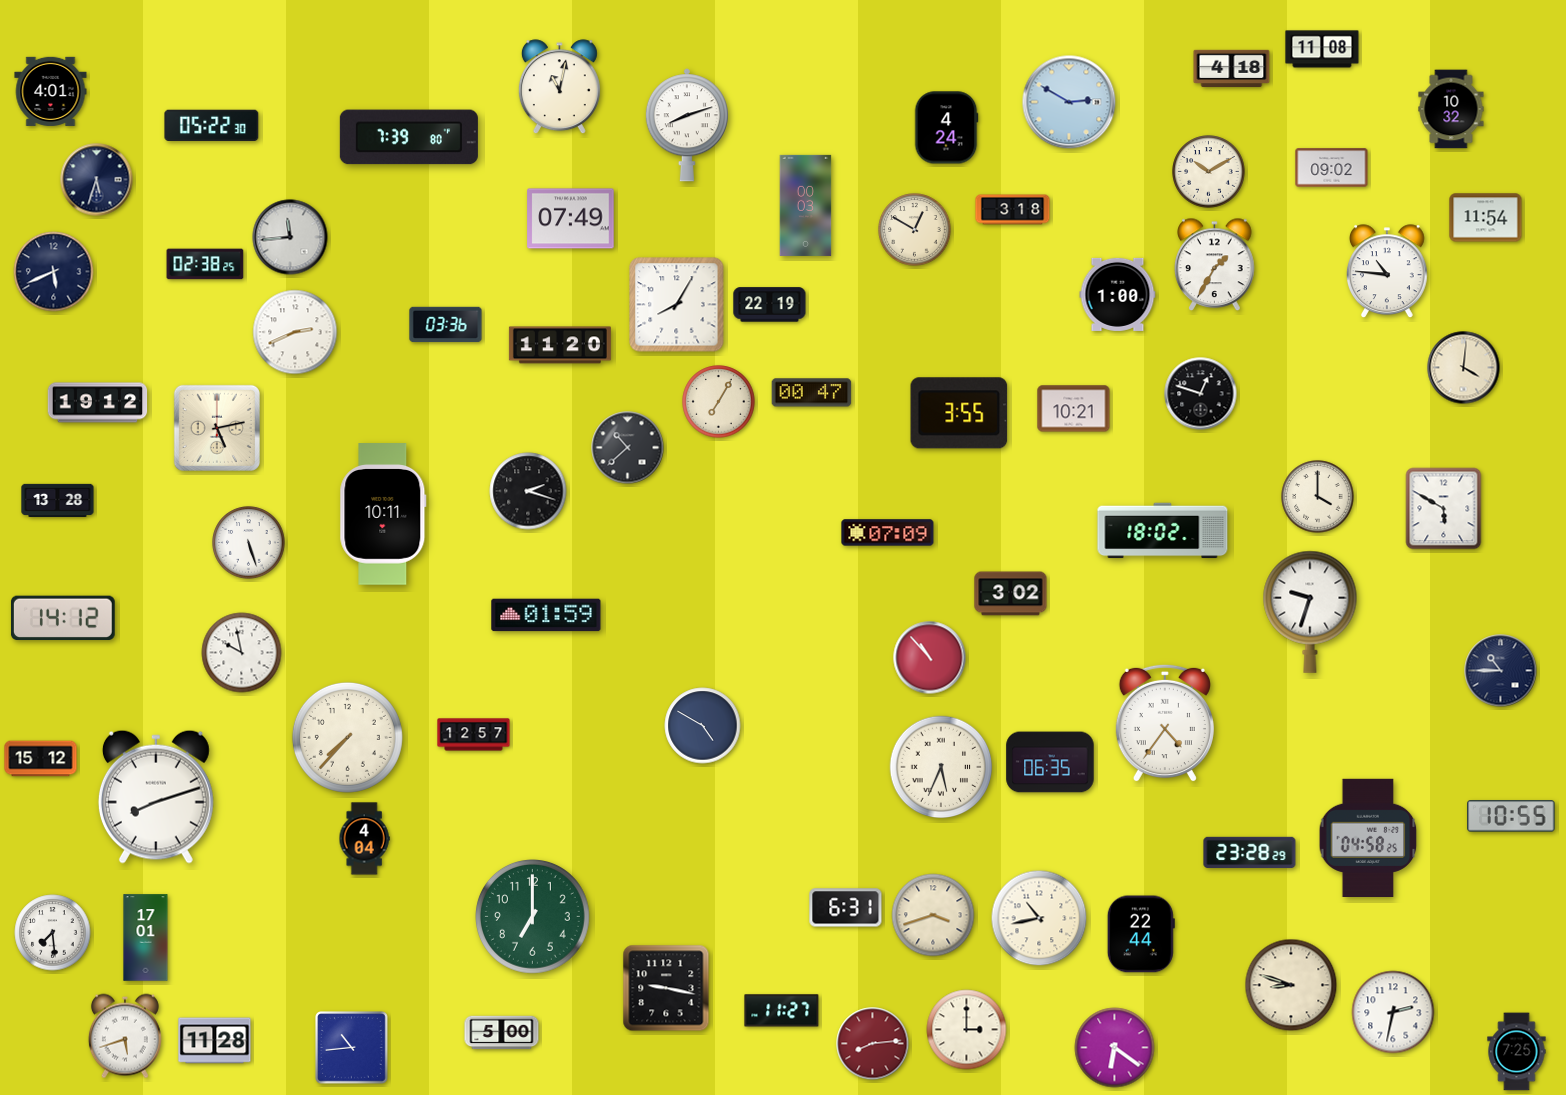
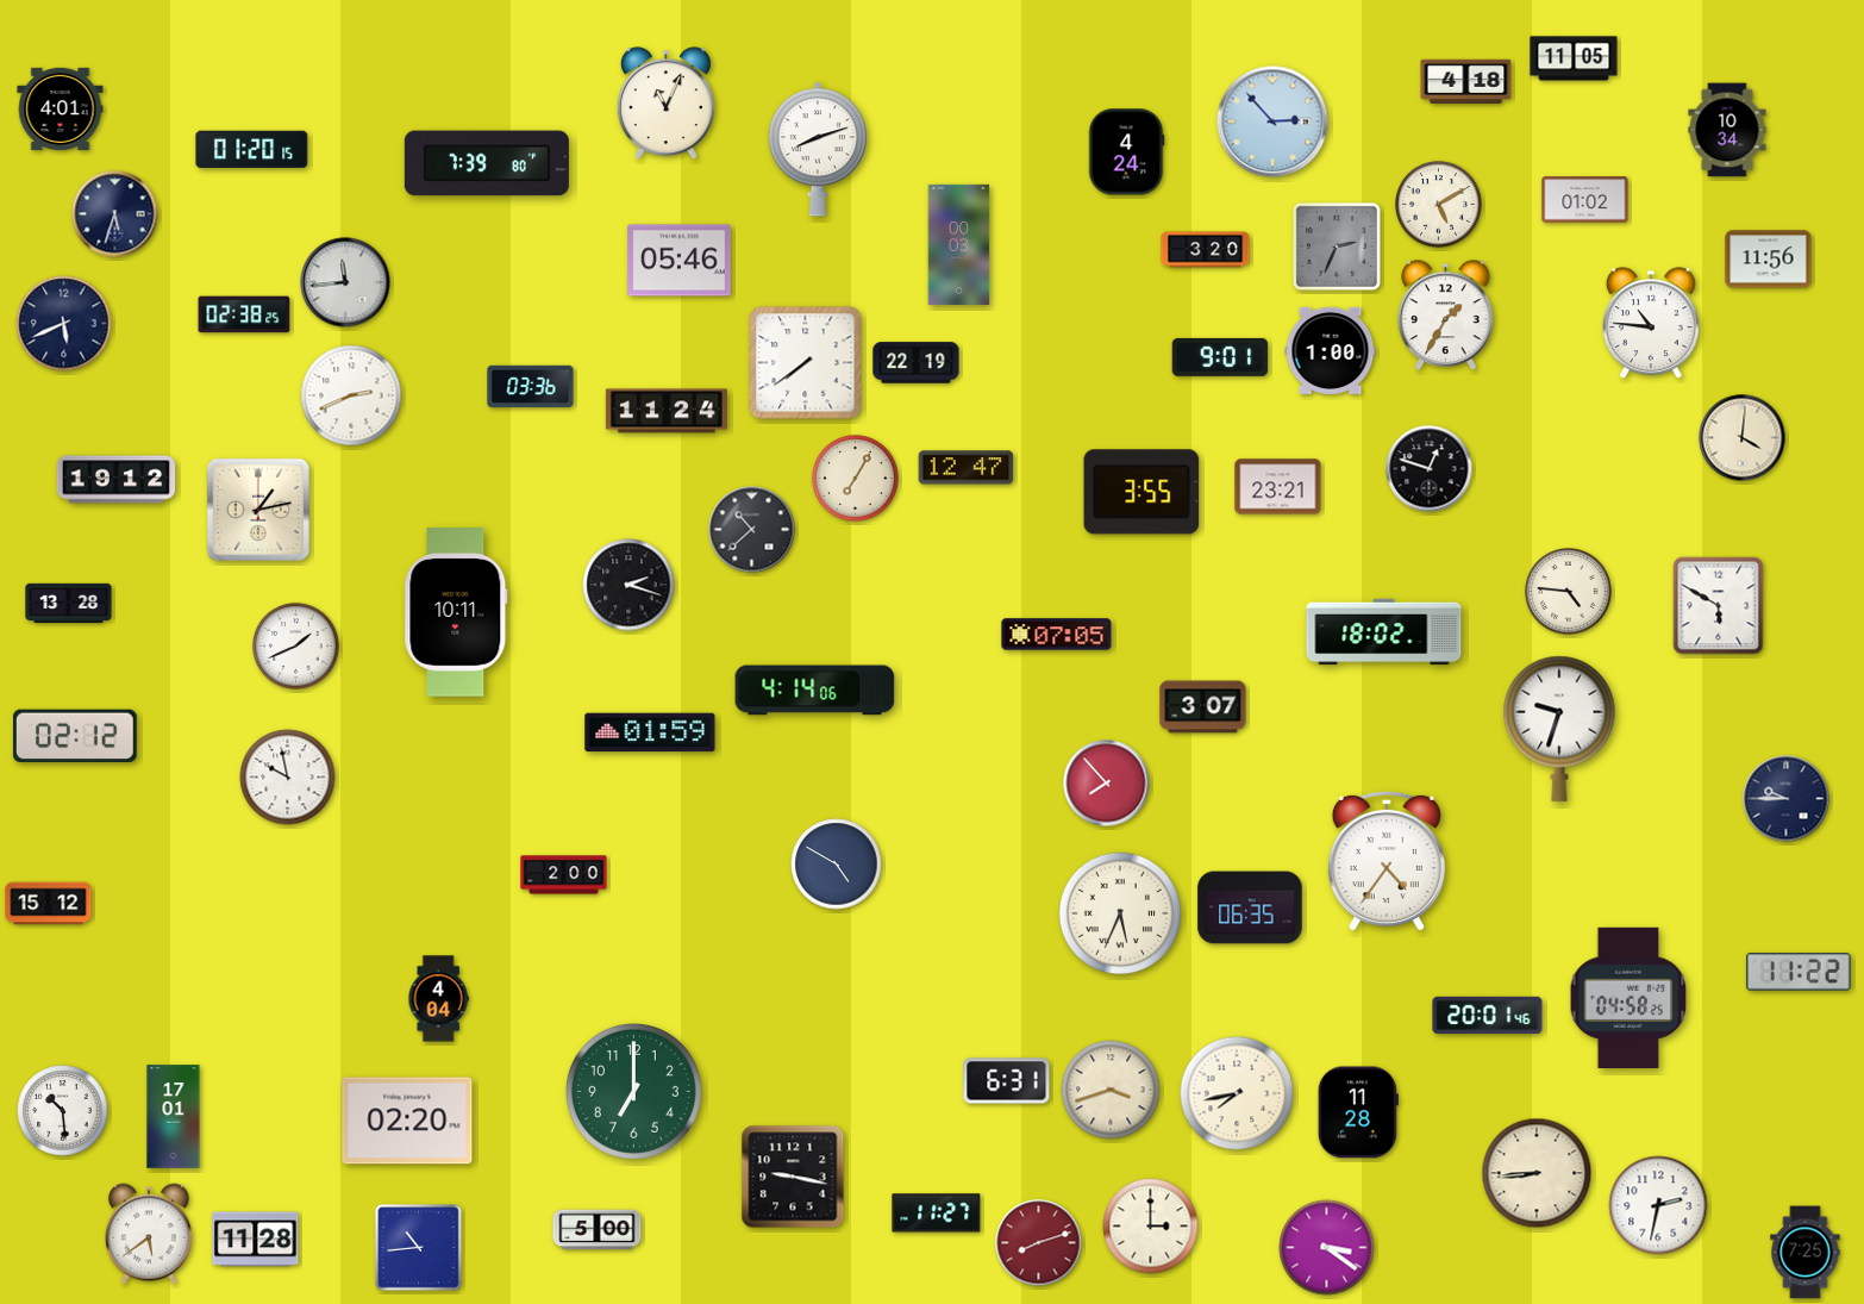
clock at (1322, 49): 11:08 -> 11:05
clock at (559, 87): 11:02 -> 11:04
clock at (1069, 102): 2:50 -> 2:53
clock at (1451, 109): 10:32 -> 10:34
clock at (212, 126): 05:22 -> 01:20
clock at (1332, 168): 09:02 -> 01:02
clock at (1209, 172): 10:10 -> 5:10
clock at (1337, 247): none -> 2:34
clock at (1013, 210): 3:18 -> 3:20
clock at (1486, 218): 11:54 -> 11:56
clock at (571, 219): 07:49 -> 05:46
clock at (915, 230): 12:50 -> none
clock at (1220, 357): none -> 9:01
clock at (677, 305): 8:05 -> 7:39
clock at (560, 345): 11:20 -> 11:24
clock at (812, 393): 00:47 -> 12:47
clock at (1074, 409): 10:21 -> 23:21
clock at (217, 428): 5:13 -> 1:13
clock at (628, 448) position: (628, 448) -> (752, 530)
clock at (1318, 497): 4:00 -> 4:46
clock at (58, 500) position: (58, 500) -> (69, 603)
clock at (888, 533): 07:09 -> 07:05
clock at (249, 543): 5:27 -> 1:41
clock at (815, 691): none -> 4:14
clock at (1011, 594): 3:02 -> 3:07
clock at (63, 618): 14:12 -> 02:12
clock at (930, 658): 10:53 -> 7:53
clock at (1501, 671): 10:45 -> 9:45
clock at (474, 735): 12:57 -> 2:00
clock at (347, 737): 7:37 -> none
clock at (156, 797): 8:12 -> none
clock at (1511, 816): 10:55 -> 11:22
clock at (364, 839) position: (364, 839) -> (438, 999)
clock at (1250, 853): 23:28 -> 20:01
clock at (1039, 918): 10:43 -> 7:43
clock at (53, 933): 7:29 -> 10:29
clock at (1141, 934): 22:44 -> 11:28
clock at (407, 1121): none -> 02:20
clock at (1291, 985): 8:48 -> 8:44
clock at (782, 1011) position: (782, 1011) -> (937, 1213)
clock at (125, 1036): 5:42 -> 5:39
clock at (873, 1044): 8:14 -> 8:12
clock at (1115, 1048): 6:21 -> 3:21
